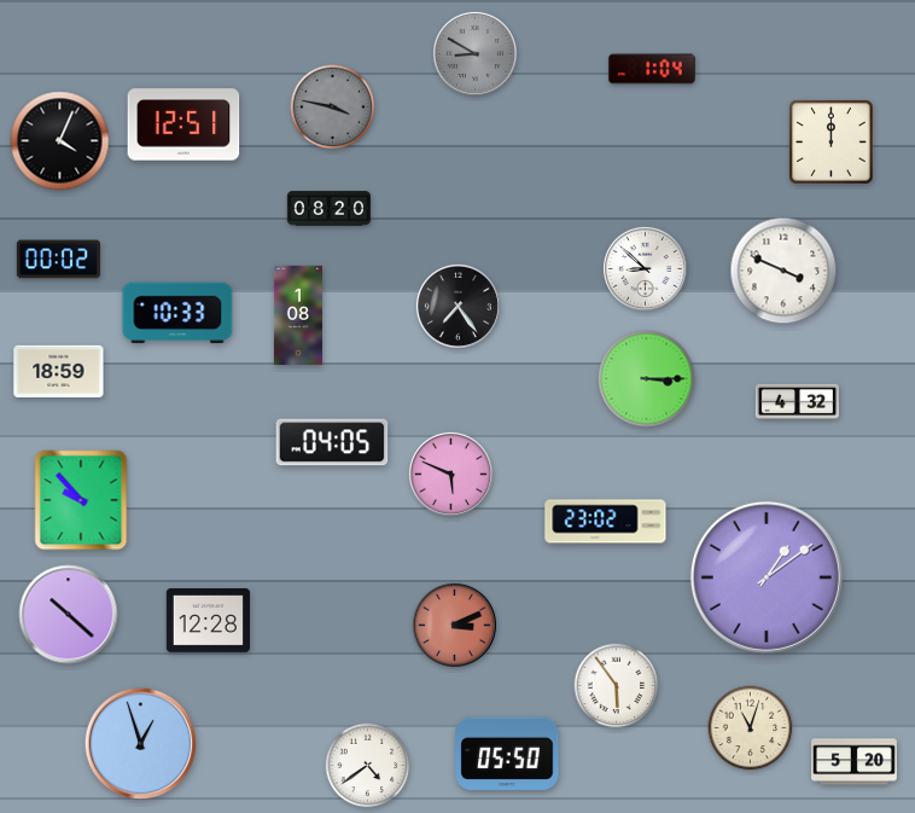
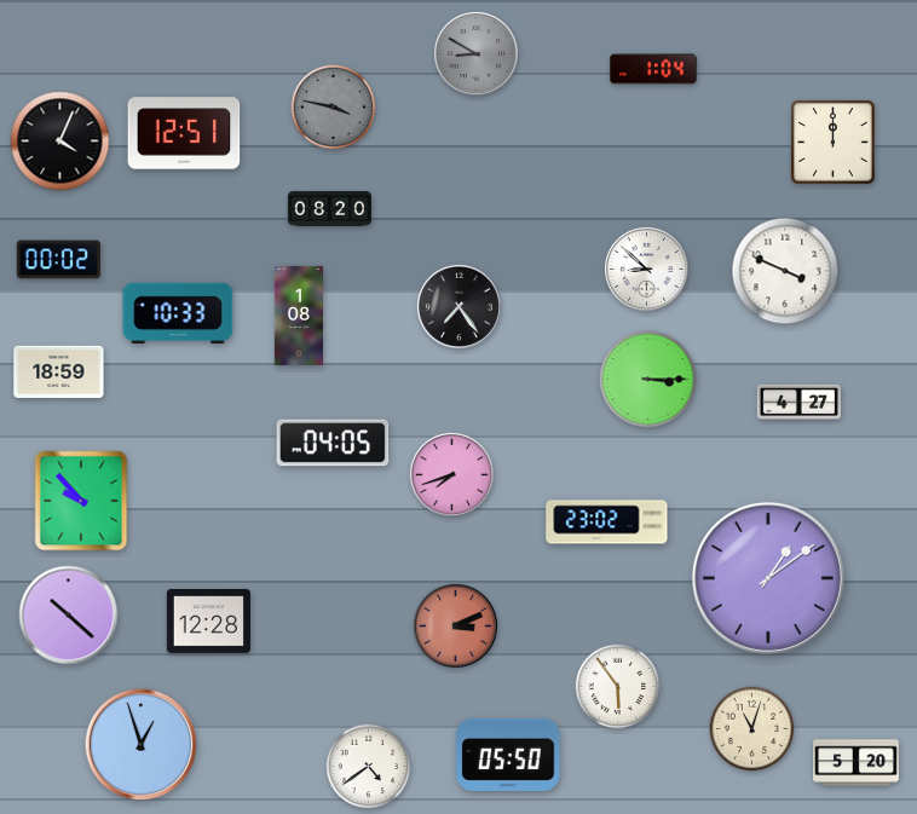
clock at (183, 124) position: (183, 124) -> (184, 133)
clock at (797, 401): 4:32 -> 4:27
clock at (450, 474): 5:49 -> 7:42
